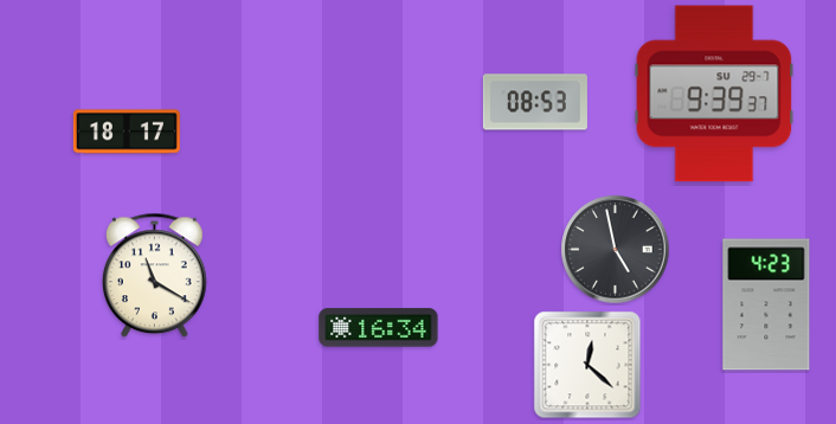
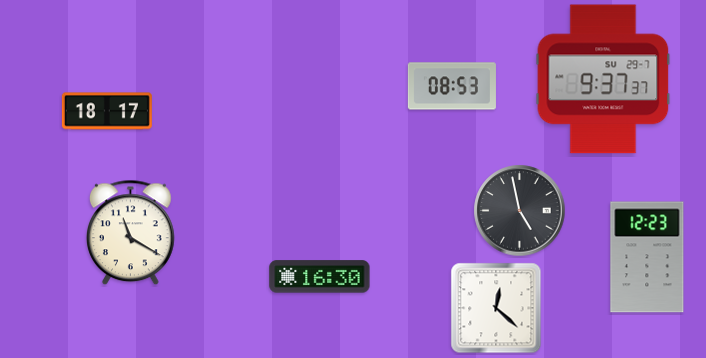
clock at (714, 94): 9:39 -> 9:37
clock at (766, 304): 4:23 -> 12:23
clock at (379, 328): 16:34 -> 16:30
